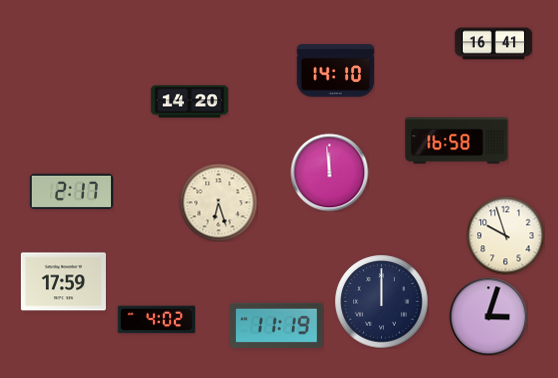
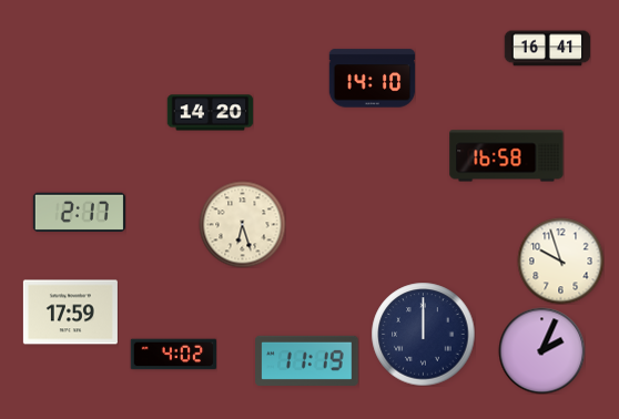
clock at (329, 172): 11:59 -> none
clock at (488, 316): 3:03 -> 2:04
